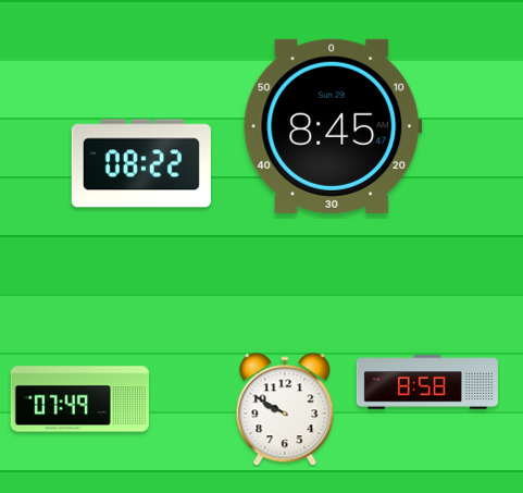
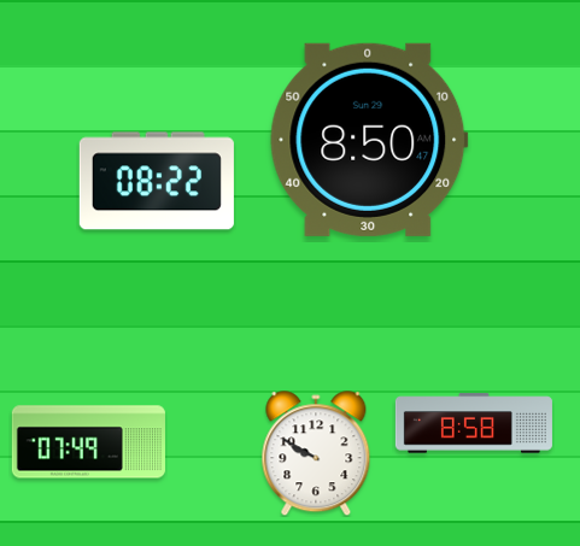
clock at (333, 126): 8:45 -> 8:50
